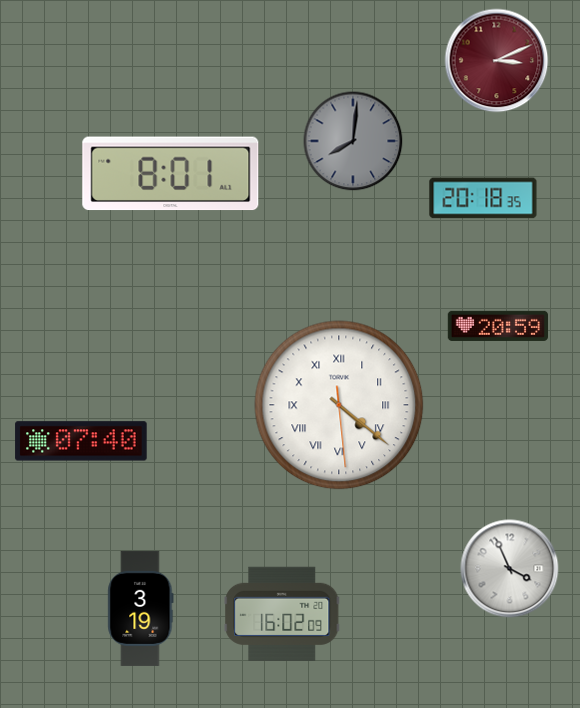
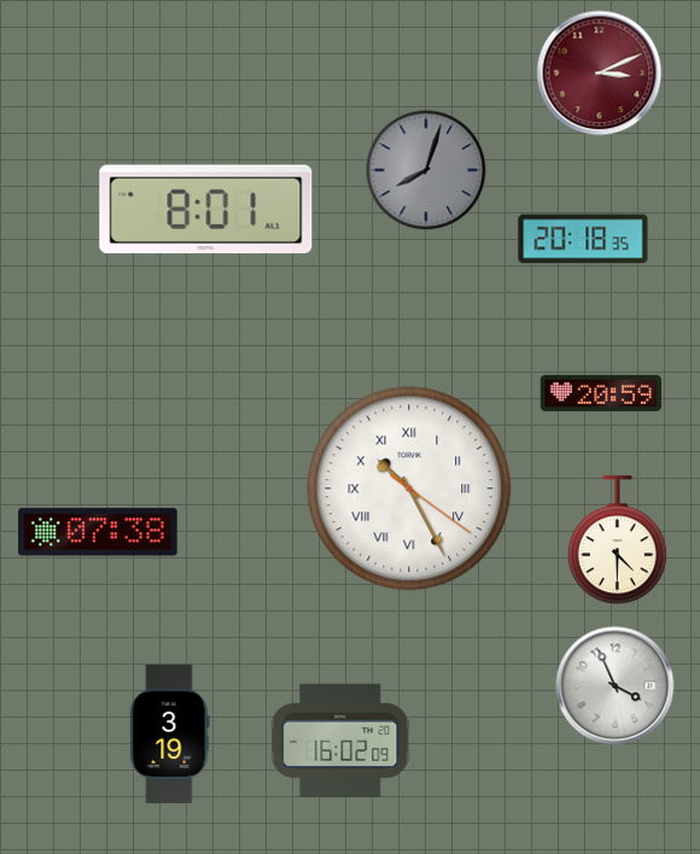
clock at (353, 141): 8:01 -> 8:03
clock at (339, 405): 4:21 -> 10:25
clock at (81, 441): 07:40 -> 07:38
clock at (617, 540): none -> 4:30
